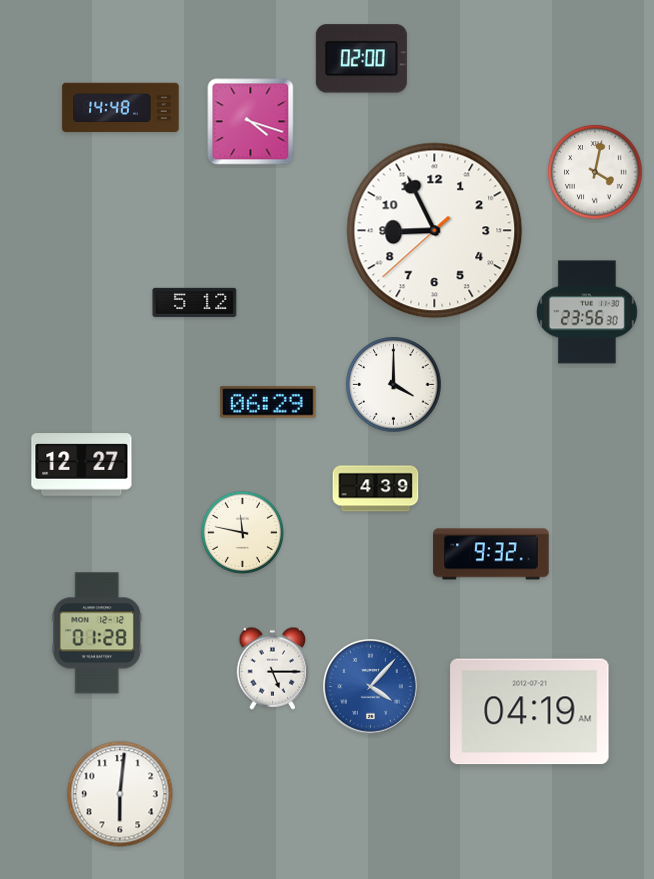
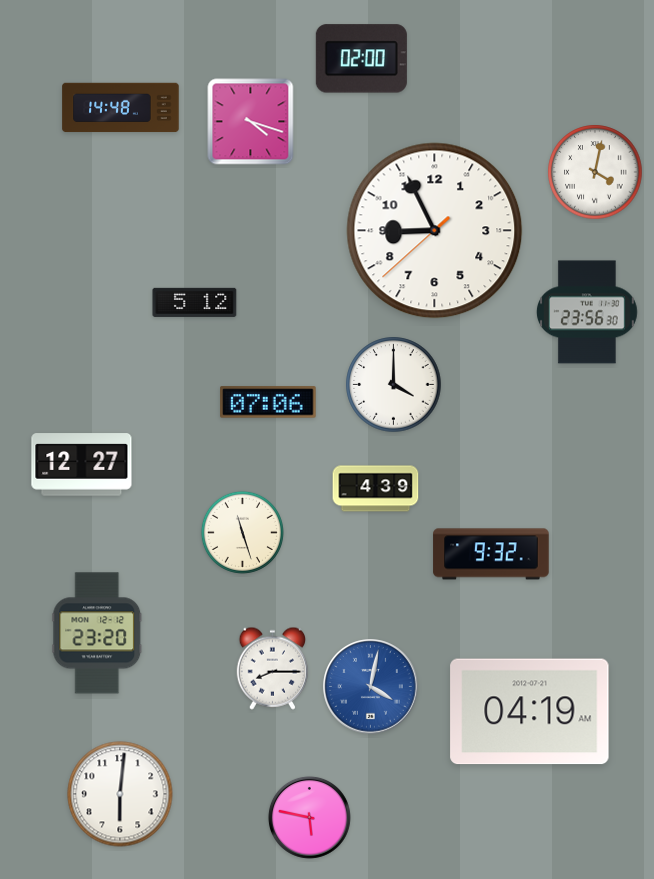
clock at (268, 402): 06:29 -> 07:06
clock at (242, 532): 11:47 -> 11:27
clock at (97, 633): 01:28 -> 23:20
clock at (272, 668): 5:15 -> 8:15
clock at (371, 687): 4:07 -> 4:02
clock at (309, 817): none -> 5:47
